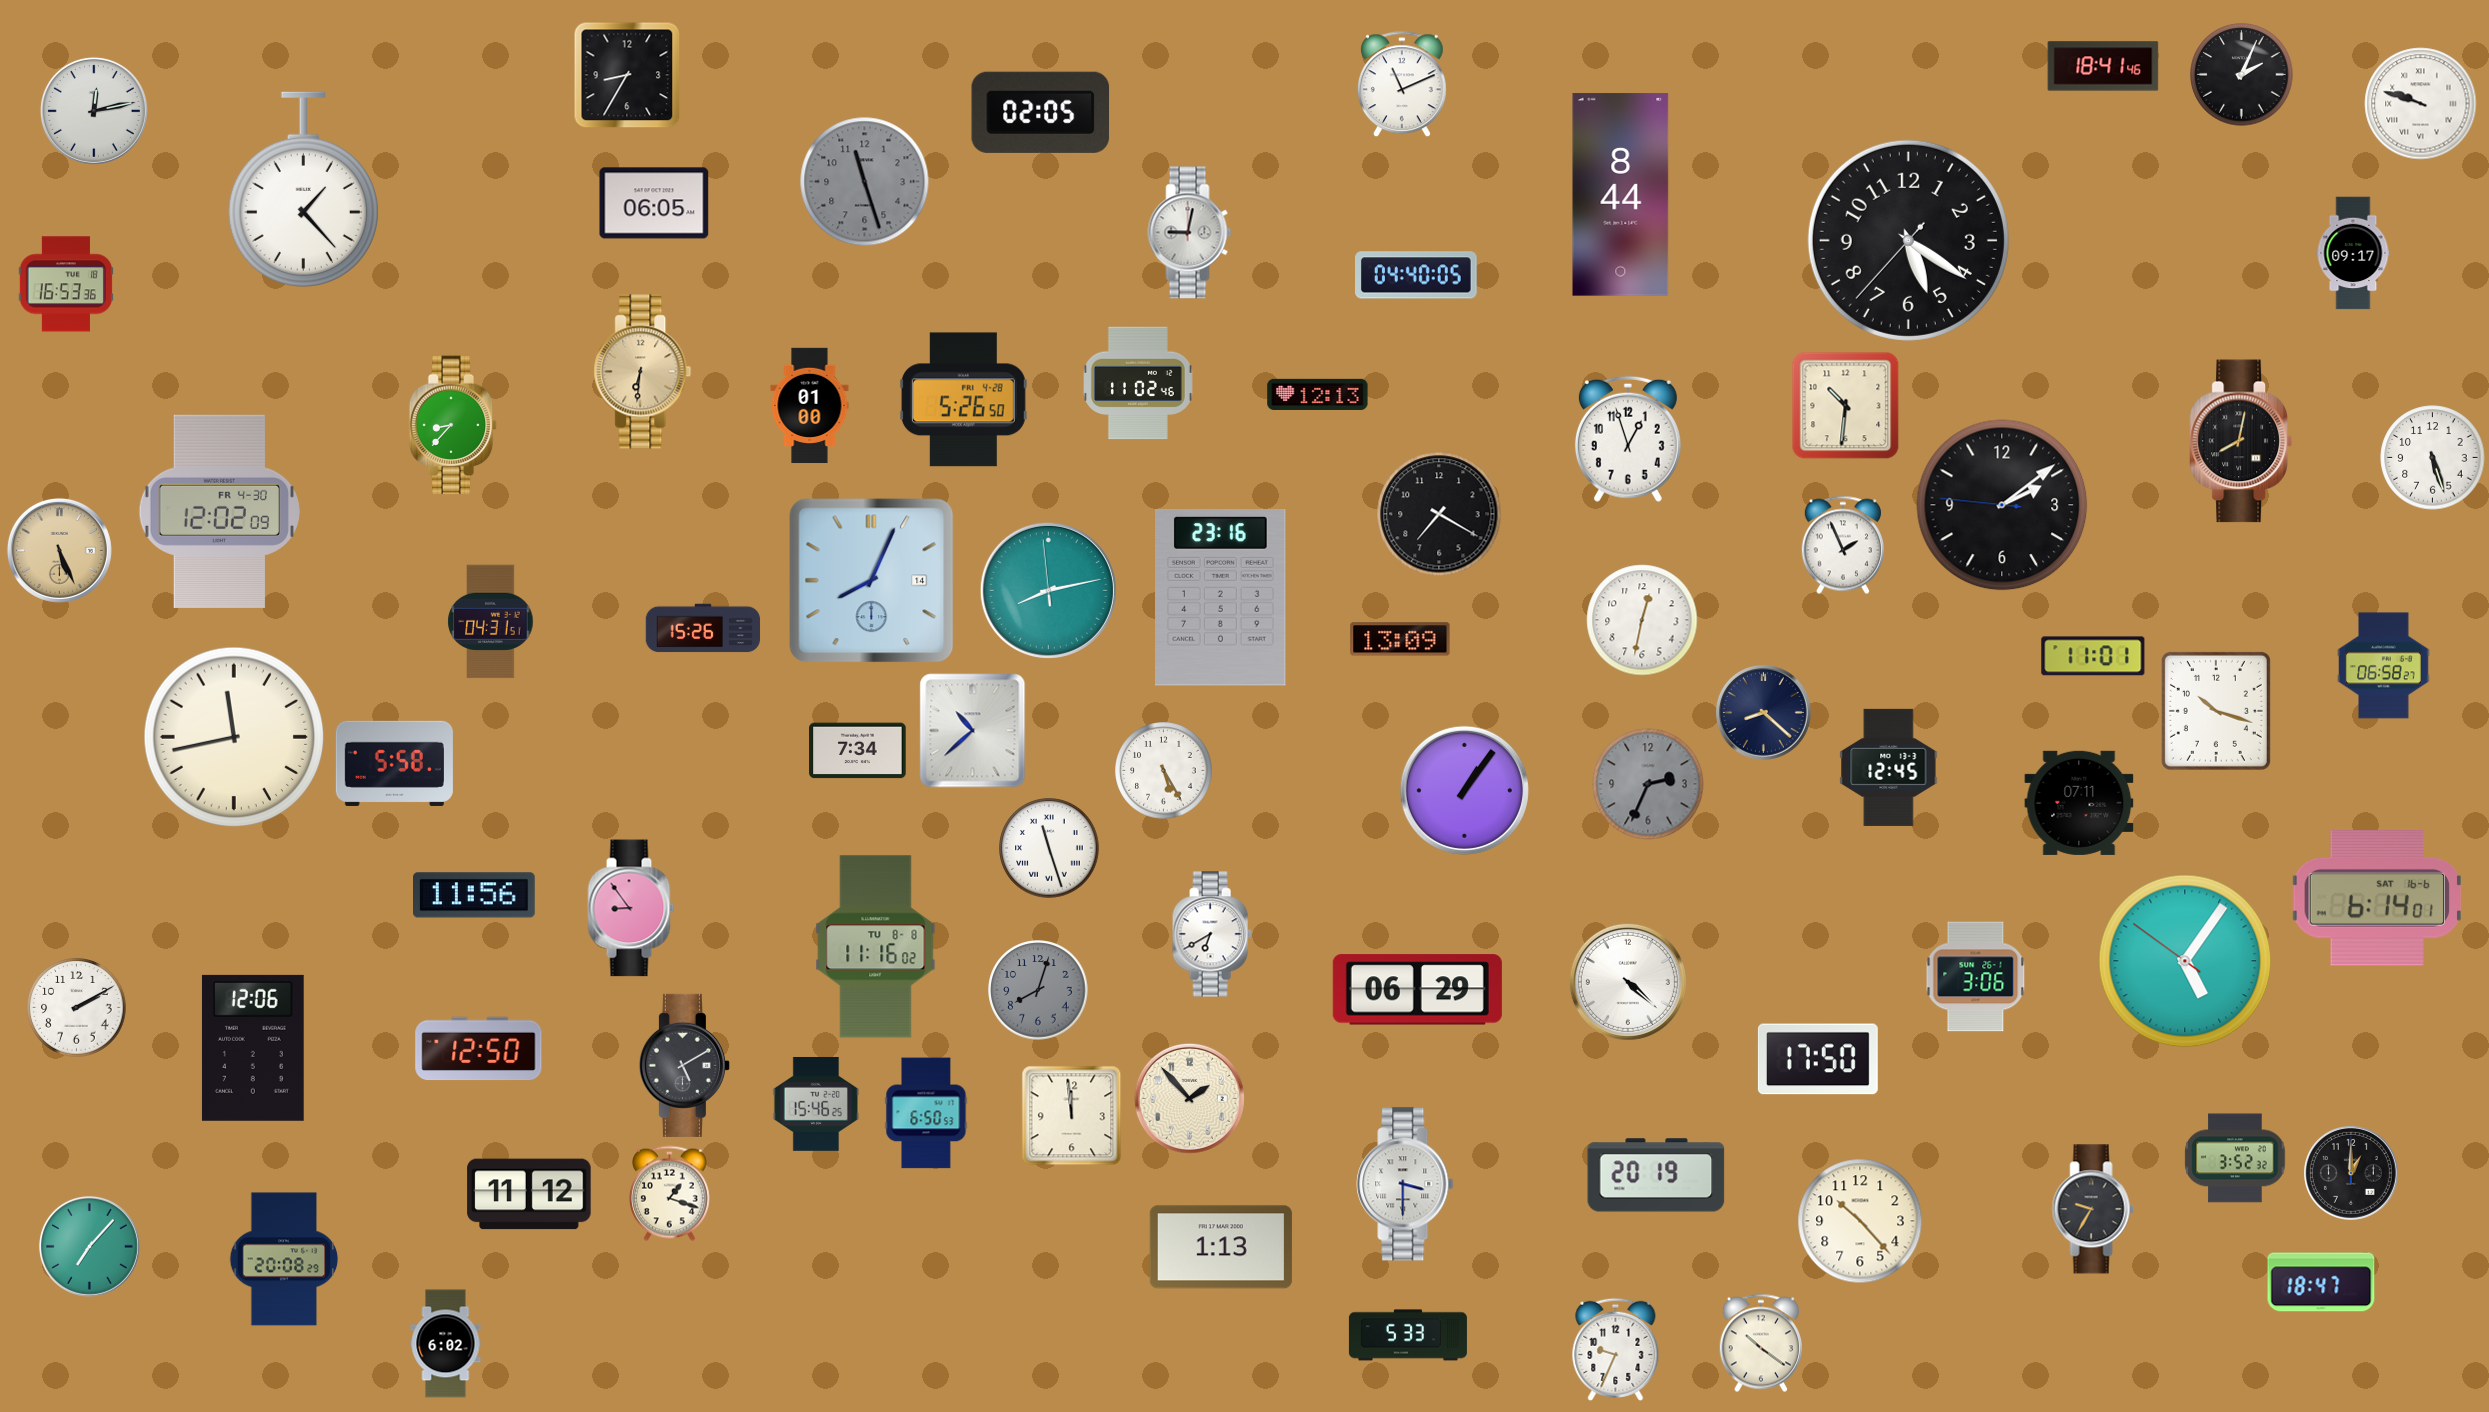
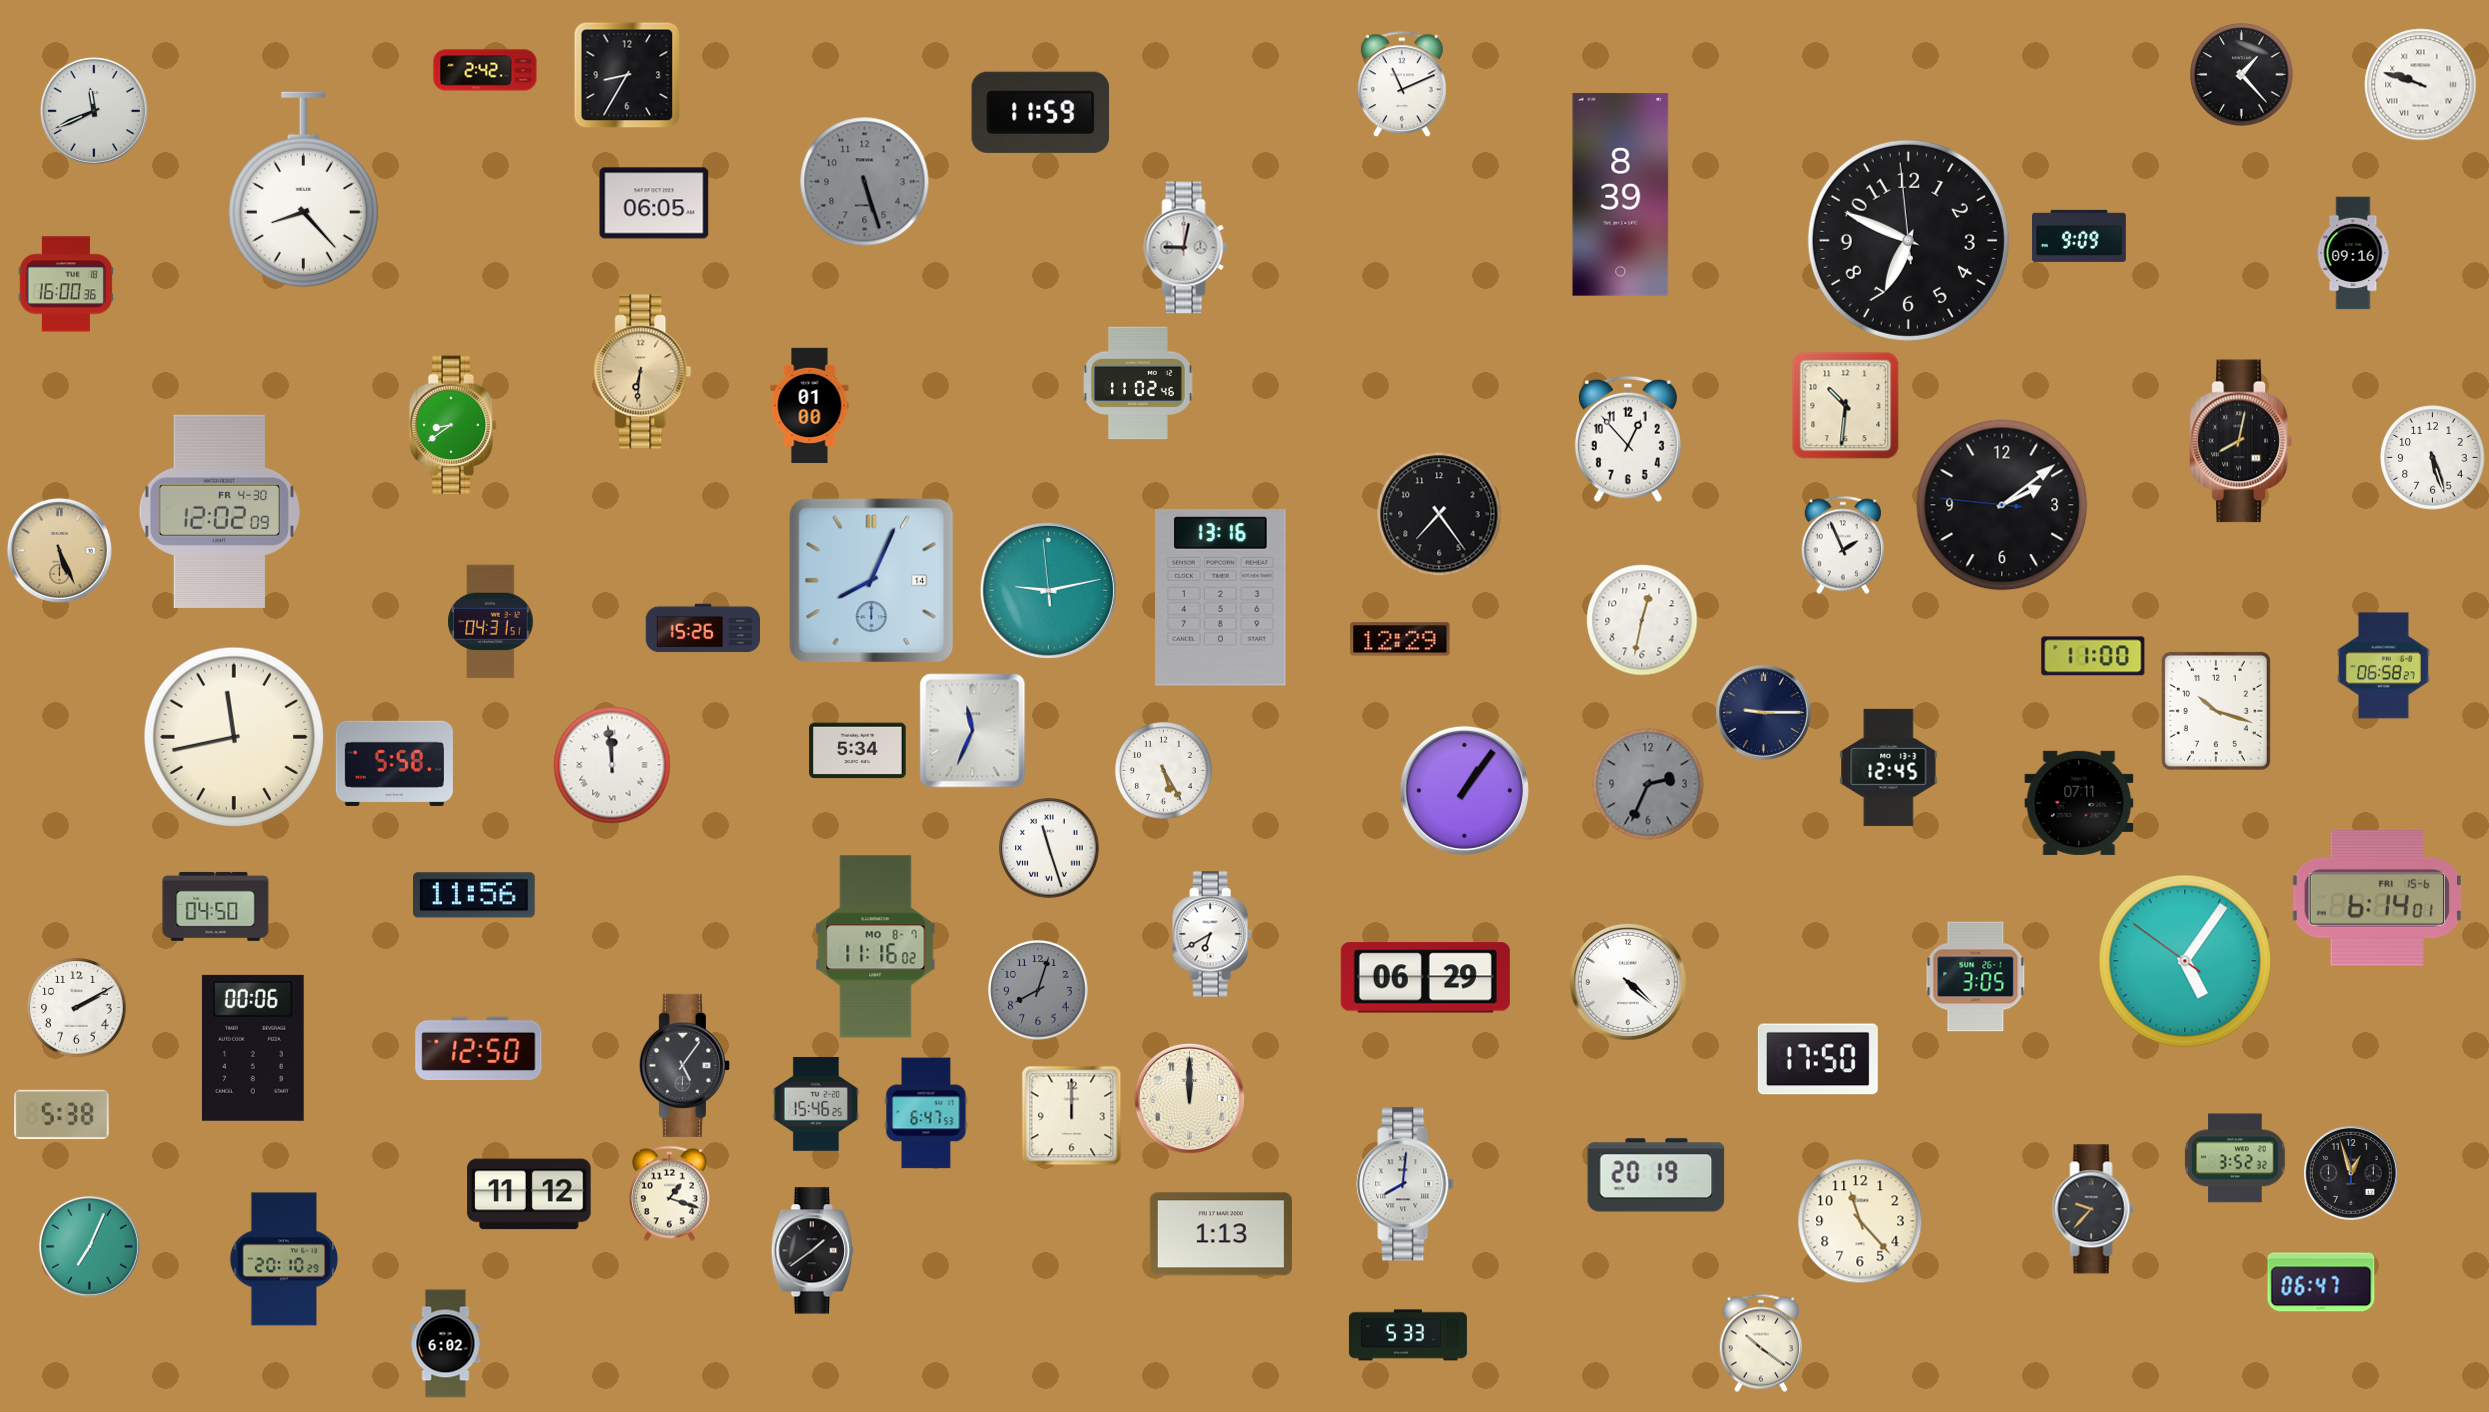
clock at (2103, 66): 18:41 -> none
clock at (485, 70): none -> 2:42
clock at (2242, 75): 2:04 -> 1:23
clock at (2421, 104) position: (2421, 104) -> (2421, 85)
clock at (94, 111): 12:13 -> 11:41
clock at (1041, 112): 02:05 -> 11:59
clock at (865, 182): 11:27 -> 5:27
clock at (303, 189): 1:23 -> 8:23
clock at (1621, 195): 8:44 -> 8:39
clock at (1190, 233) position: (1190, 233) -> (1186, 248)
clock at (2079, 236): none -> 9:09
clock at (1908, 240): 5:20 -> 6:48
clock at (2353, 253): 09:17 -> 09:16
clock at (1417, 275): 04:40 -> none
clock at (66, 284): 16:53 -> 16:00
clock at (1318, 394): 12:13 -> none
clock at (963, 400): 5:26 -> none
clock at (453, 425): 8:37 -> 8:39
clock at (1628, 439): 12:57 -> 12:53
clock at (1439, 514): 7:20 -> 7:24
clock at (1048, 590): 8:12 -> 9:12
clock at (1221, 598): 23:16 -> 13:16
clock at (1400, 639): 13:09 -> 12:29
clock at (2093, 656): 11:01 -> 11:00
clock at (1764, 713): 8:22 -> 9:15
clock at (973, 731): 10:38 -> 11:34
clock at (858, 751): 7:34 -> 5:34
clock at (612, 765): none -> 11:59
clock at (2377, 898) date: SAT 16-6 -> FRI 15-6
clock at (216, 906): none -> 04:50
clock at (631, 908): 8:54 -> none
clock at (876, 947) date: TU 8-8 -> MO 8-7
clock at (1976, 977): 3:06 -> 3:05
clock at (1417, 990) position: (1417, 990) -> (1425, 978)
clock at (253, 1048): 12:06 -> 00:06
clock at (684, 1065): 5:10 -> 5:06
clock at (1189, 1098): 1:53 -> 12:00
clock at (926, 1113): 6:50 -> 6:47
clock at (62, 1115): none -> 5:38
clock at (1072, 1116): 11:59 -> 12:00
clock at (2352, 1174): 1:00 -> 12:57
clock at (1405, 1184): 3:30 -> 8:01
clock at (2093, 1209): 9:35 -> 9:37
clock at (1860, 1221): 10:23 -> 11:23
clock at (89, 1246): 7:07 -> 7:04
clock at (1221, 1247) position: (1221, 1247) -> (1221, 1234)
clock at (812, 1251): none -> 1:39
clock at (284, 1259): 20:08 -> 20:10
clock at (2321, 1282): 18:47 -> 06:47
clock at (1616, 1349): 9:34 -> none
